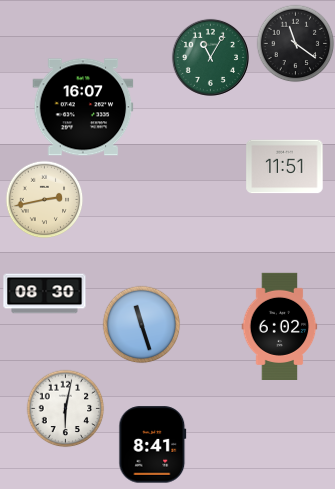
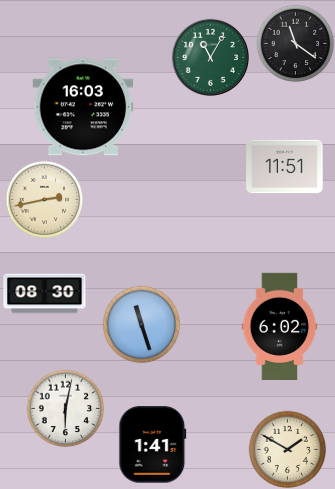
clock at (83, 107): 16:07 -> 16:03
clock at (153, 445): 8:41 -> 1:41
clock at (287, 449): none -> 1:50
